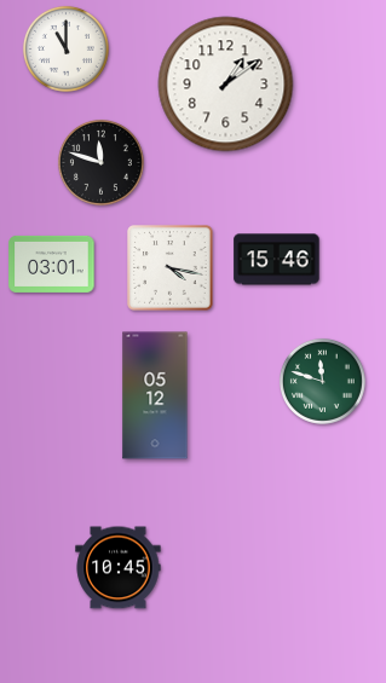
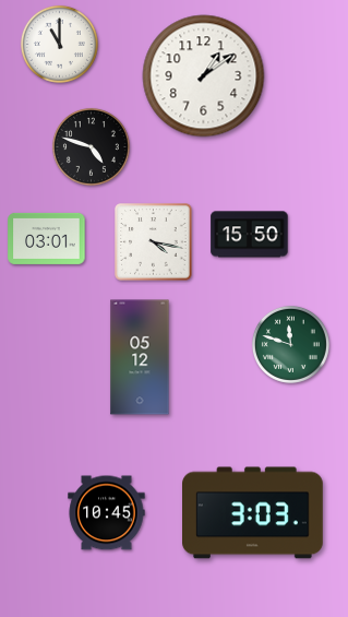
clock at (100, 162): 11:48 -> 4:48
clock at (277, 260): 15:46 -> 15:50
clock at (253, 513): none -> 3:03
